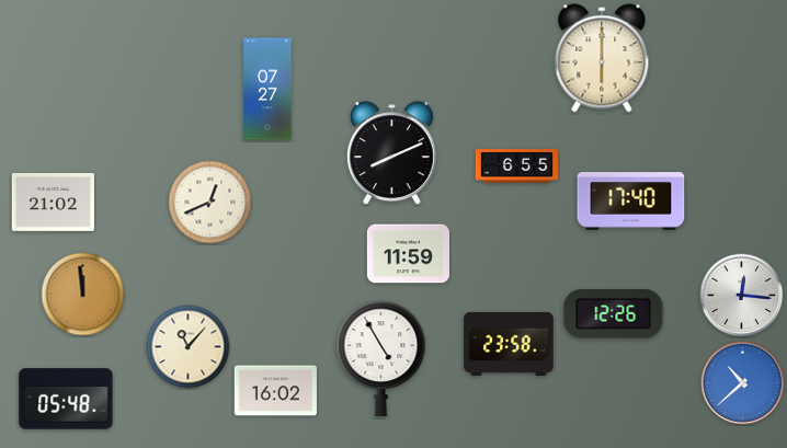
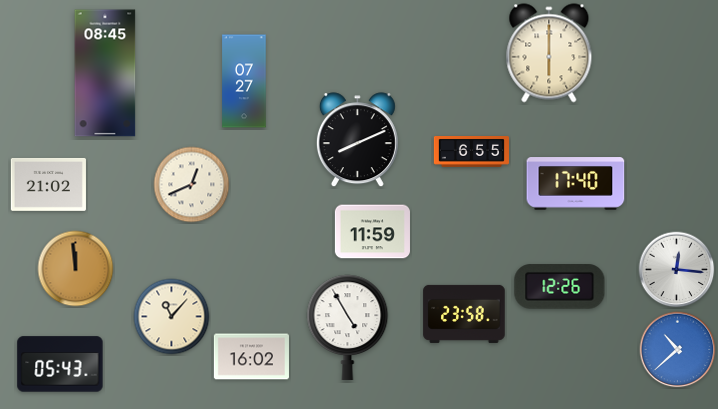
clock at (105, 73): none -> 08:45
clock at (66, 399): 05:48 -> 05:43
